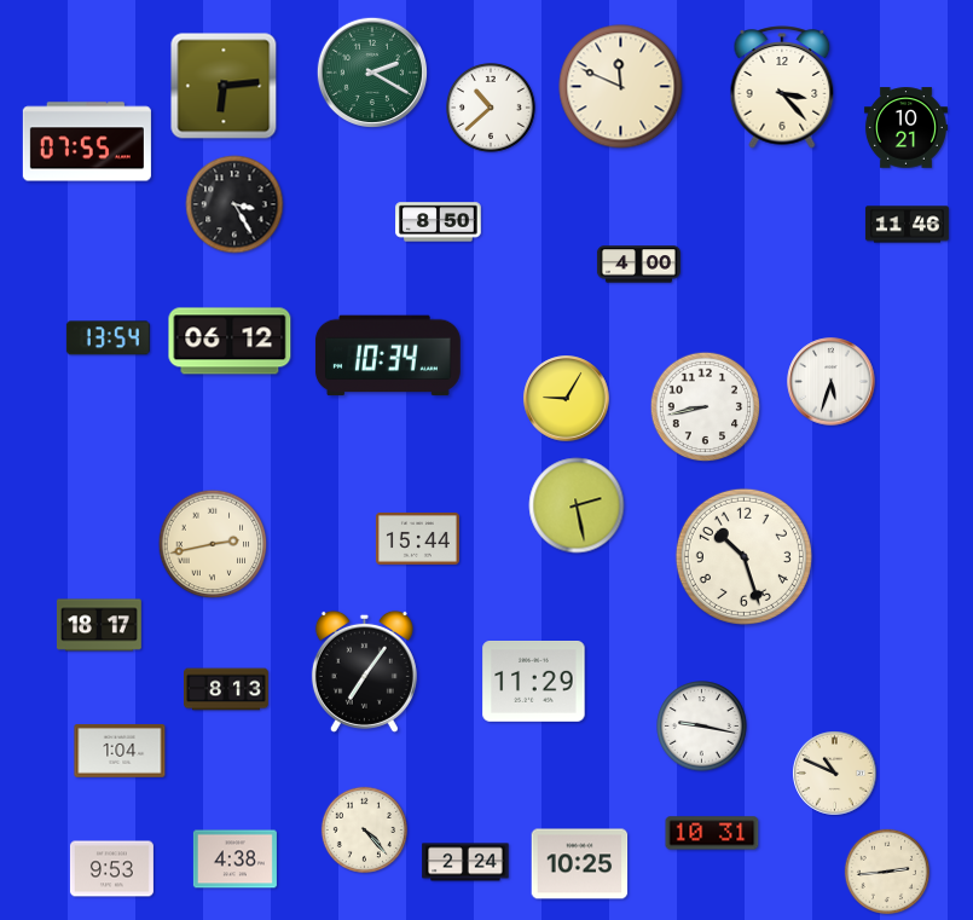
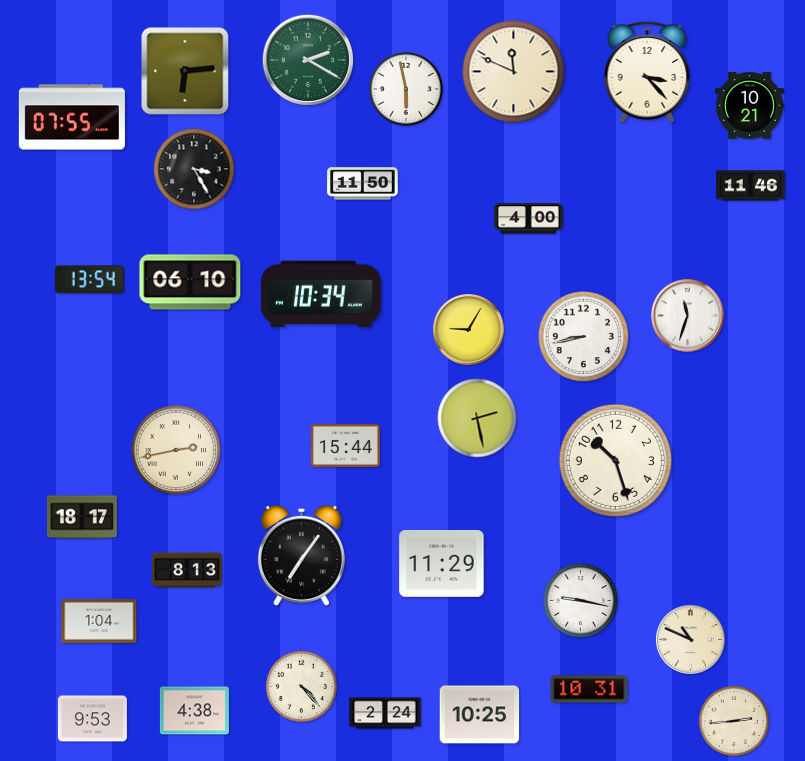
clock at (492, 109): 10:38 -> 5:58
clock at (439, 222): 8:50 -> 11:50
clock at (230, 341): 06:12 -> 06:10
clock at (832, 382): 5:33 -> 11:33
